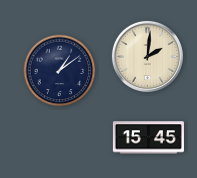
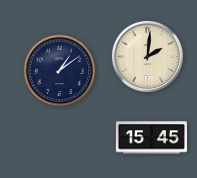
clock at (148, 138) position: (148, 138) -> (151, 138)
